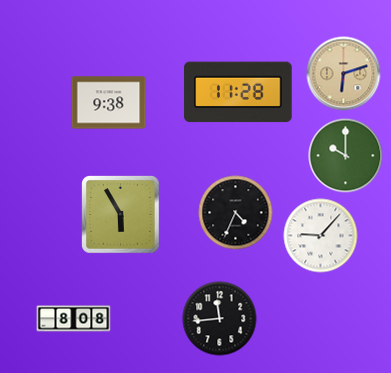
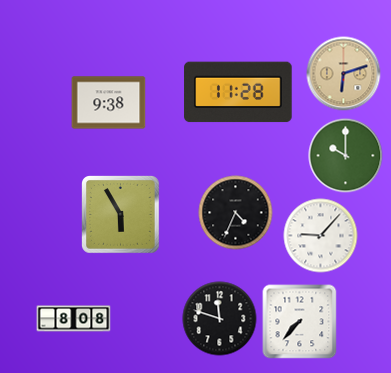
clock at (220, 319): 11:44 -> 11:48
clock at (300, 322): none -> 7:37
